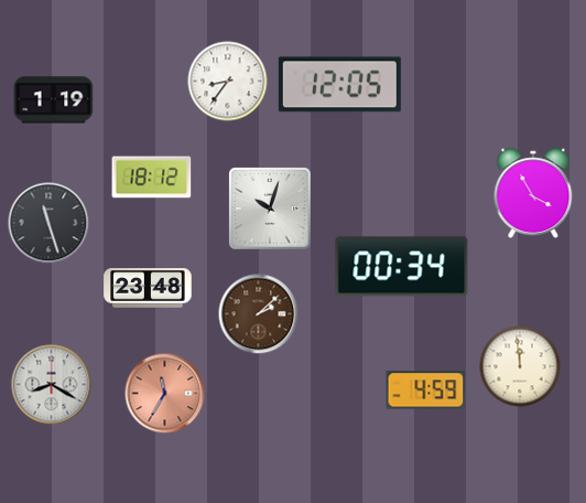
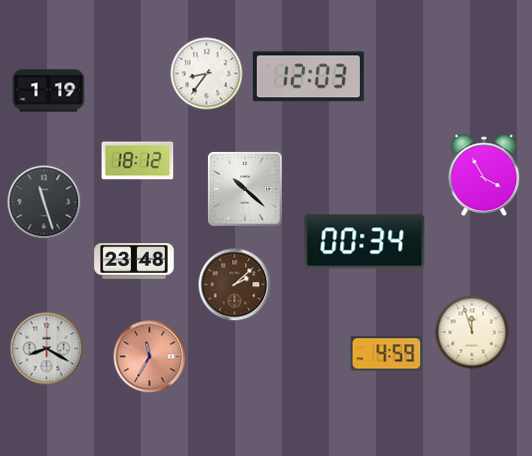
clock at (339, 85): 12:05 -> 12:03
clock at (270, 208): 10:03 -> 10:22
clock at (520, 366): 11:59 -> 11:57
